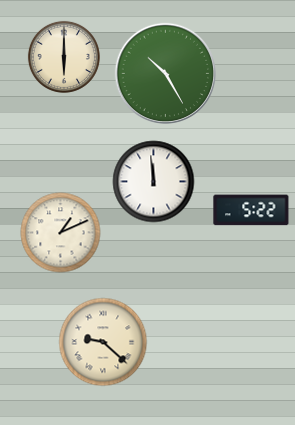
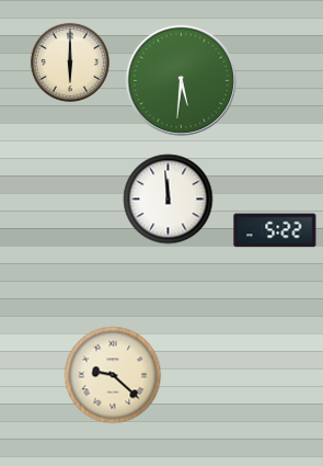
clock at (165, 73): 10:25 -> 5:31
clock at (61, 233): 1:11 -> none
